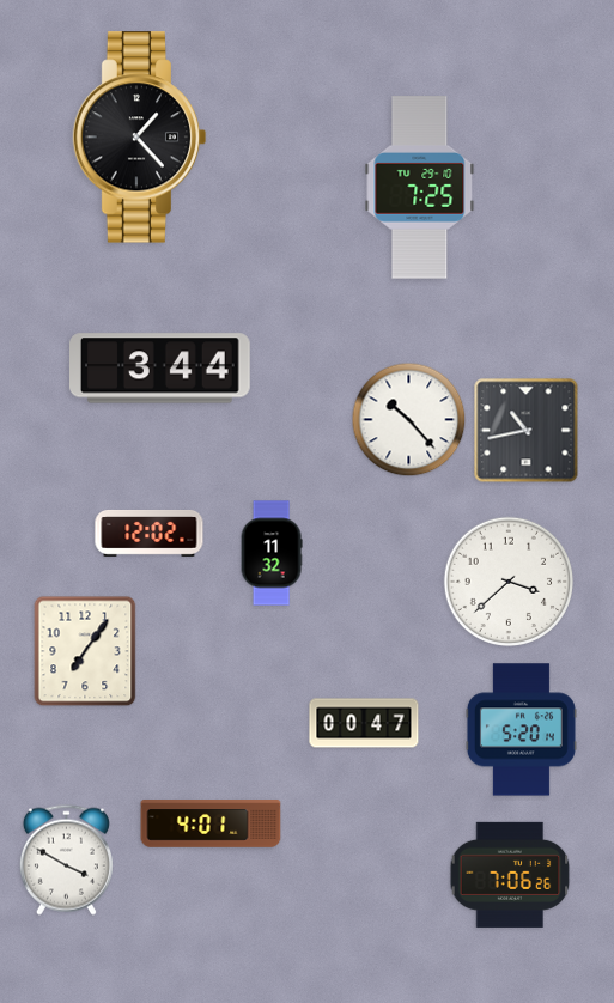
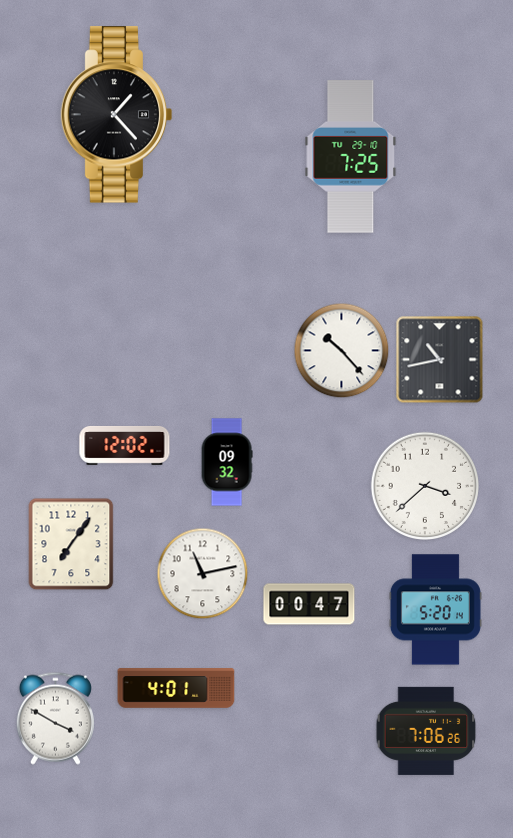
clock at (160, 369): 3:44 -> none
clock at (272, 553): 11:32 -> 09:32
clock at (203, 574): none -> 11:13
clock at (364, 723) position: (364, 723) -> (309, 604)
